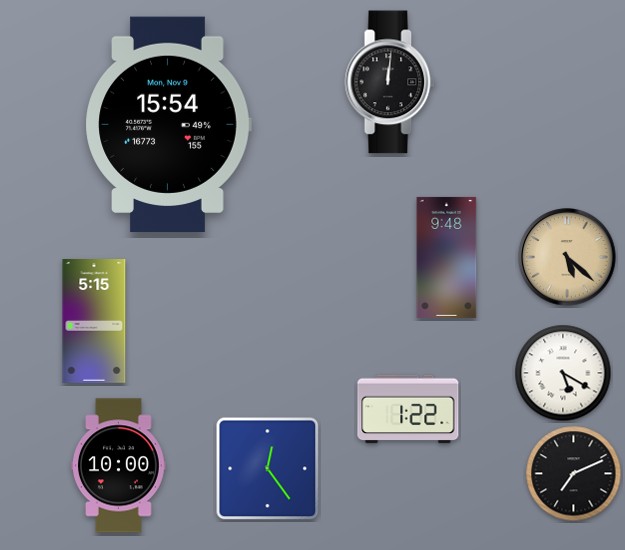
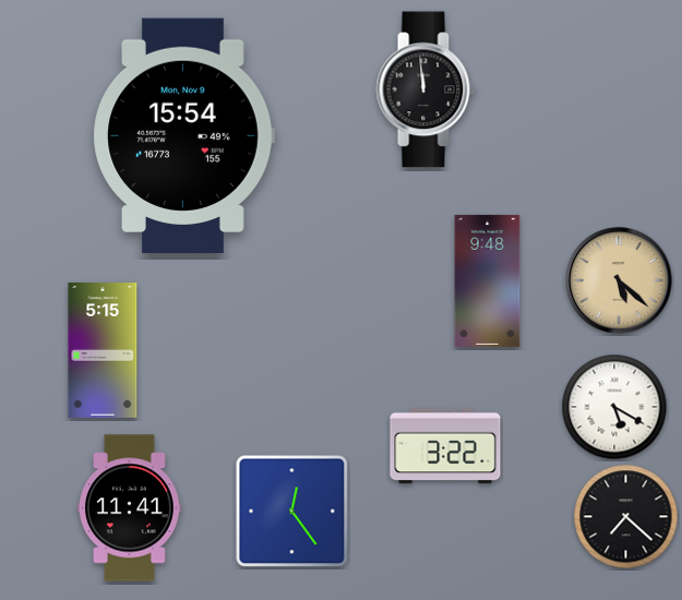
clock at (390, 82): 12:01 -> 11:59
clock at (408, 409): 1:22 -> 3:22
clock at (119, 466): 10:00 -> 11:41
clock at (574, 474): 7:11 -> 7:22
